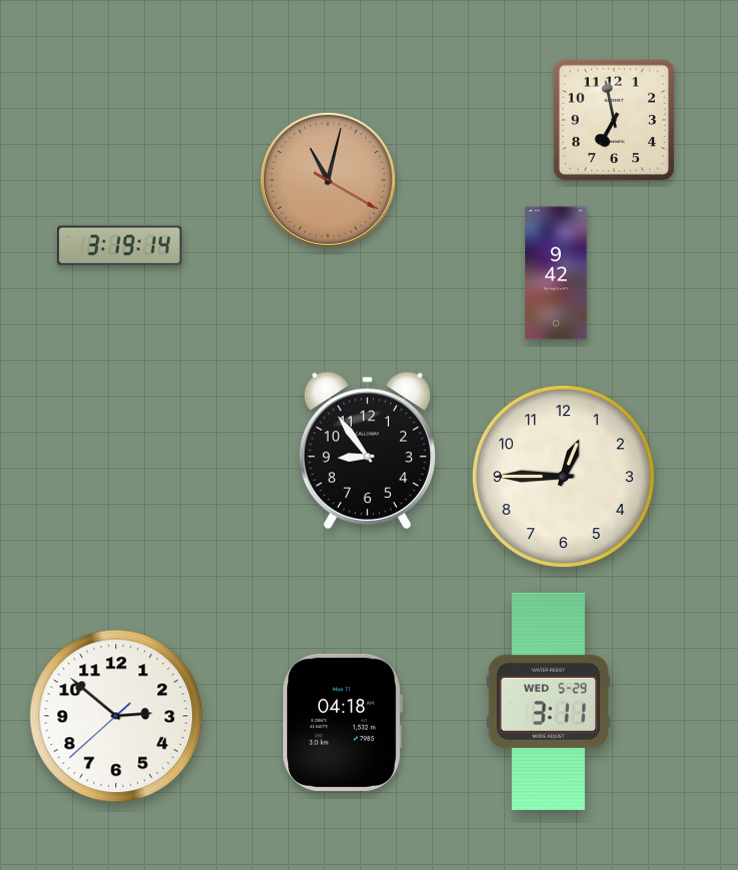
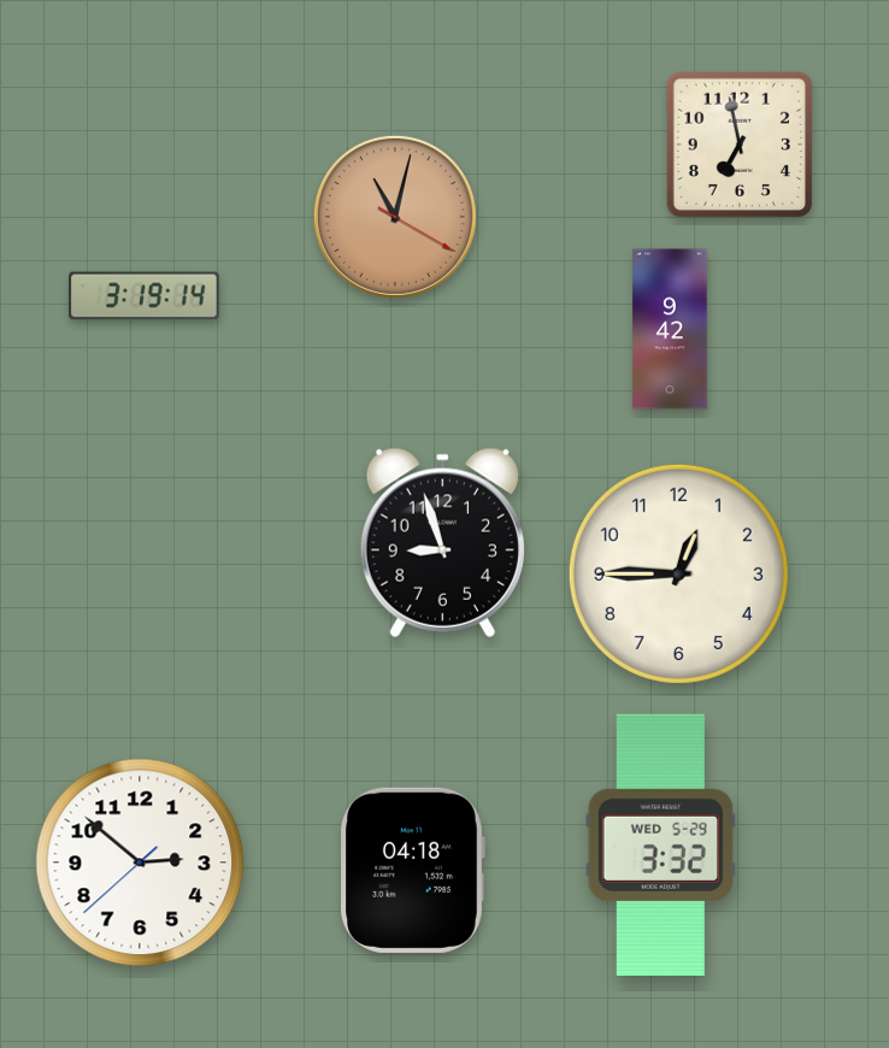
clock at (367, 450): 8:54 -> 8:57
clock at (549, 702): 3:11 -> 3:32
